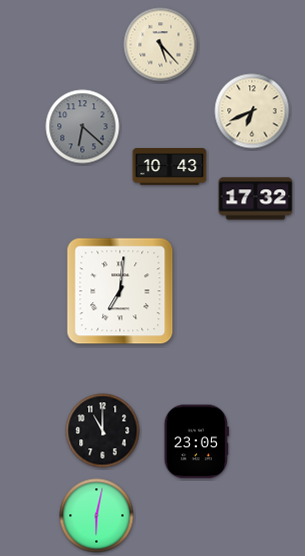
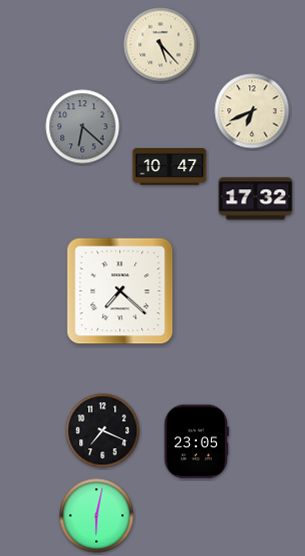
clock at (170, 167): 10:43 -> 10:47
clock at (120, 291): 7:01 -> 7:22
clock at (103, 431): 11:00 -> 7:19
